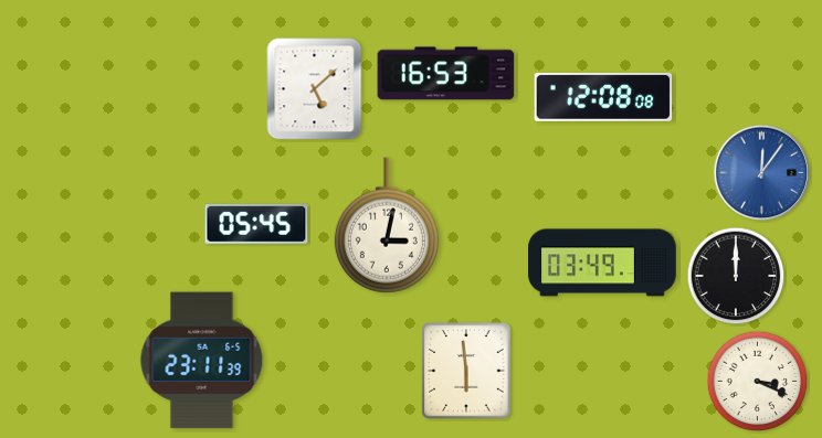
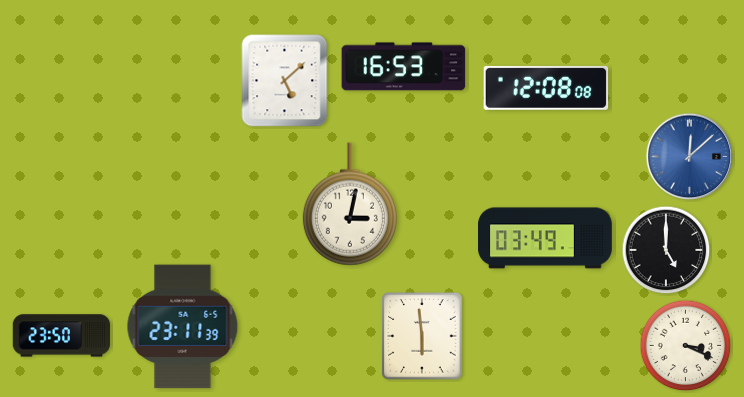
clock at (762, 173): 12:06 -> 12:08
clock at (256, 224): 05:45 -> none
clock at (736, 276): 12:00 -> 5:00
clock at (62, 336): none -> 23:50
